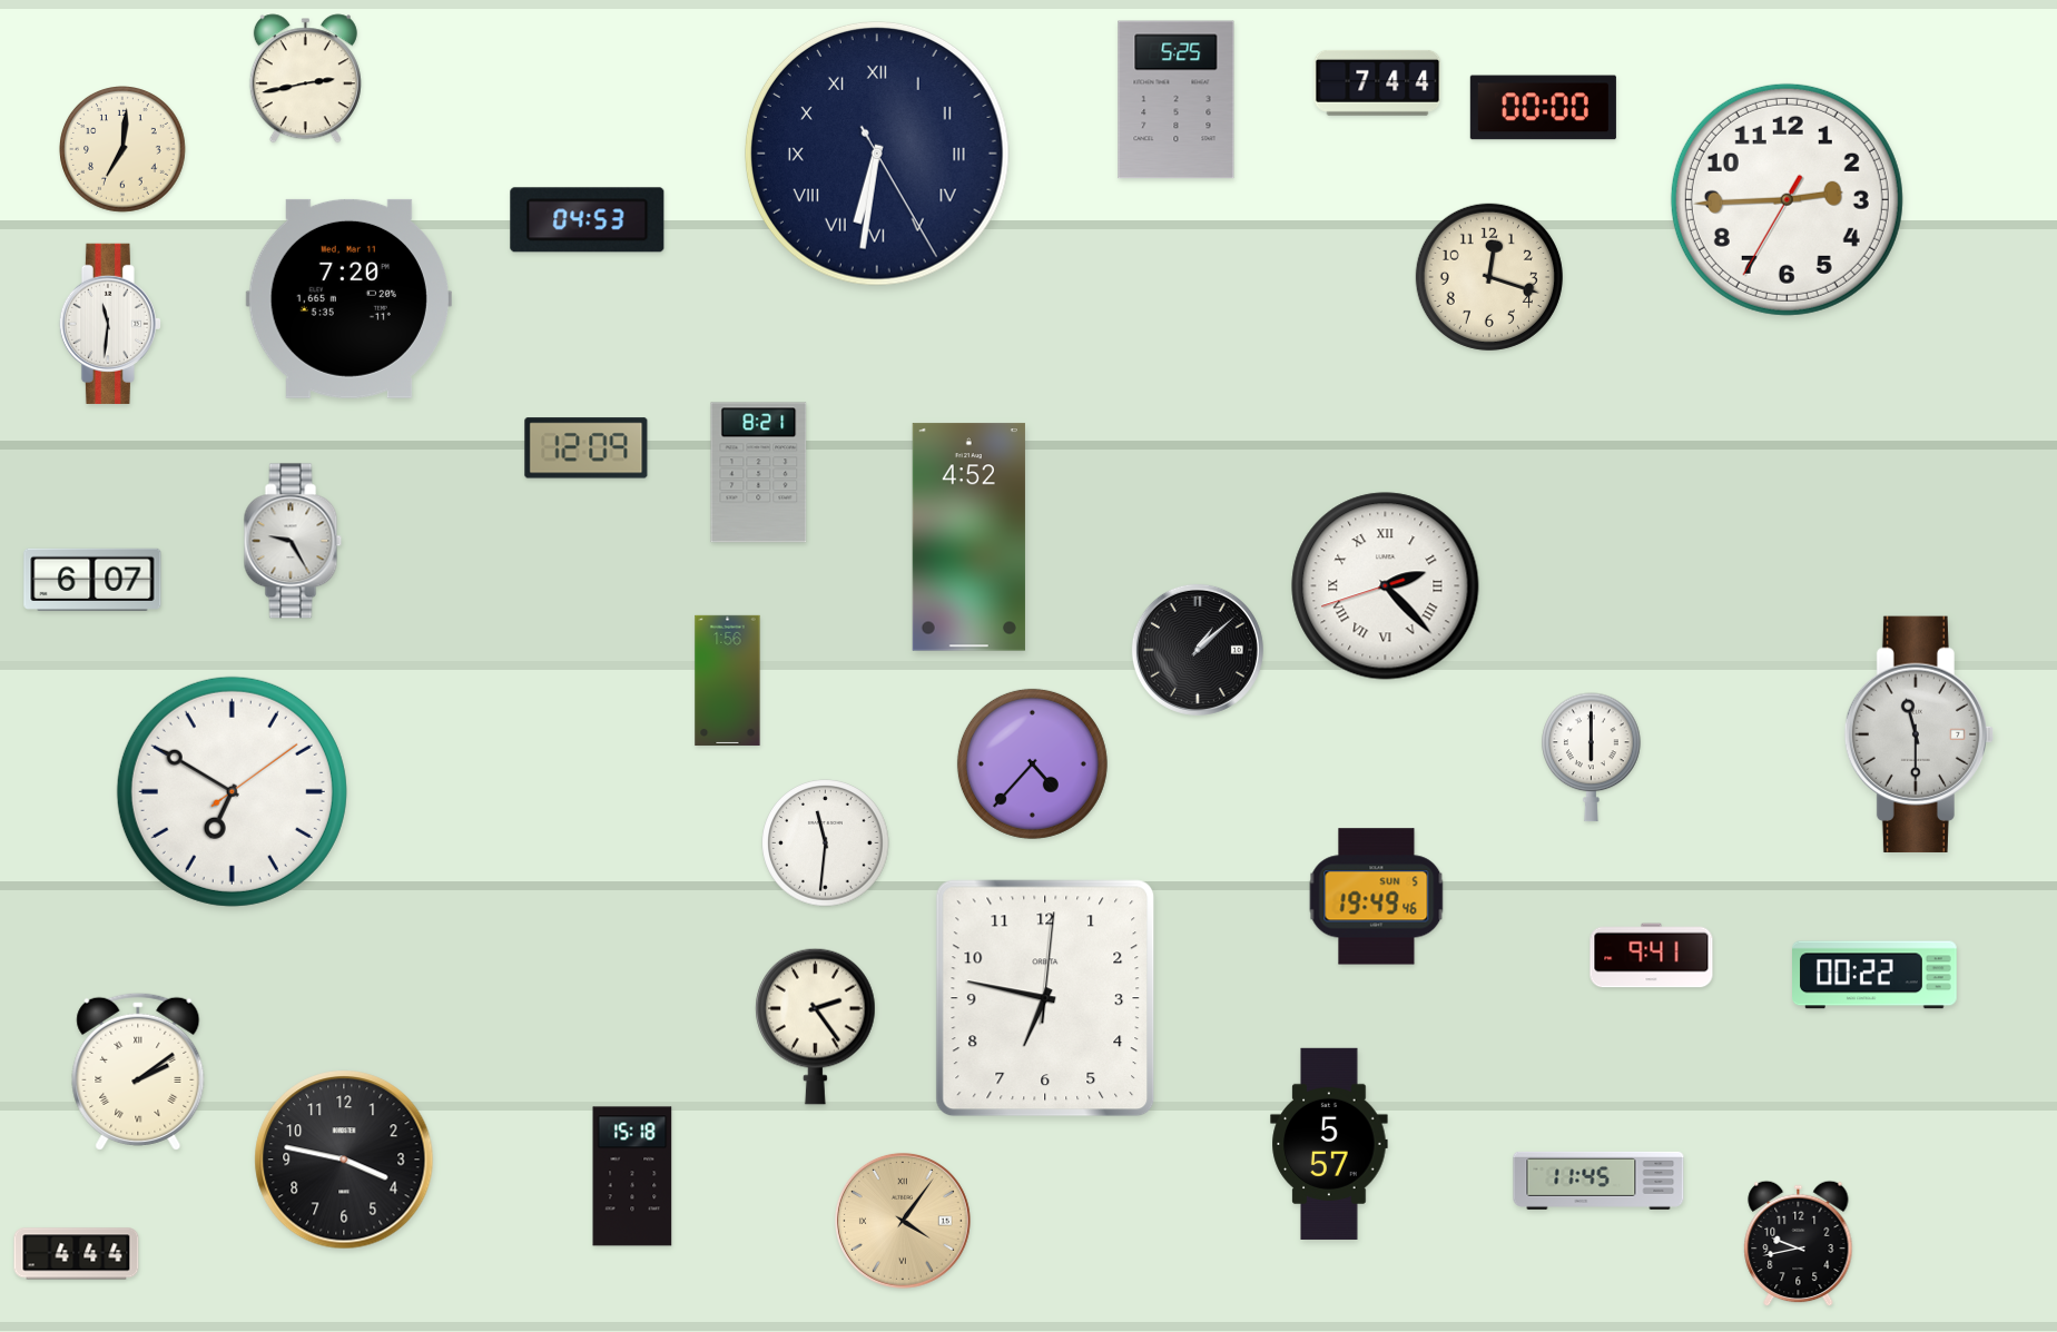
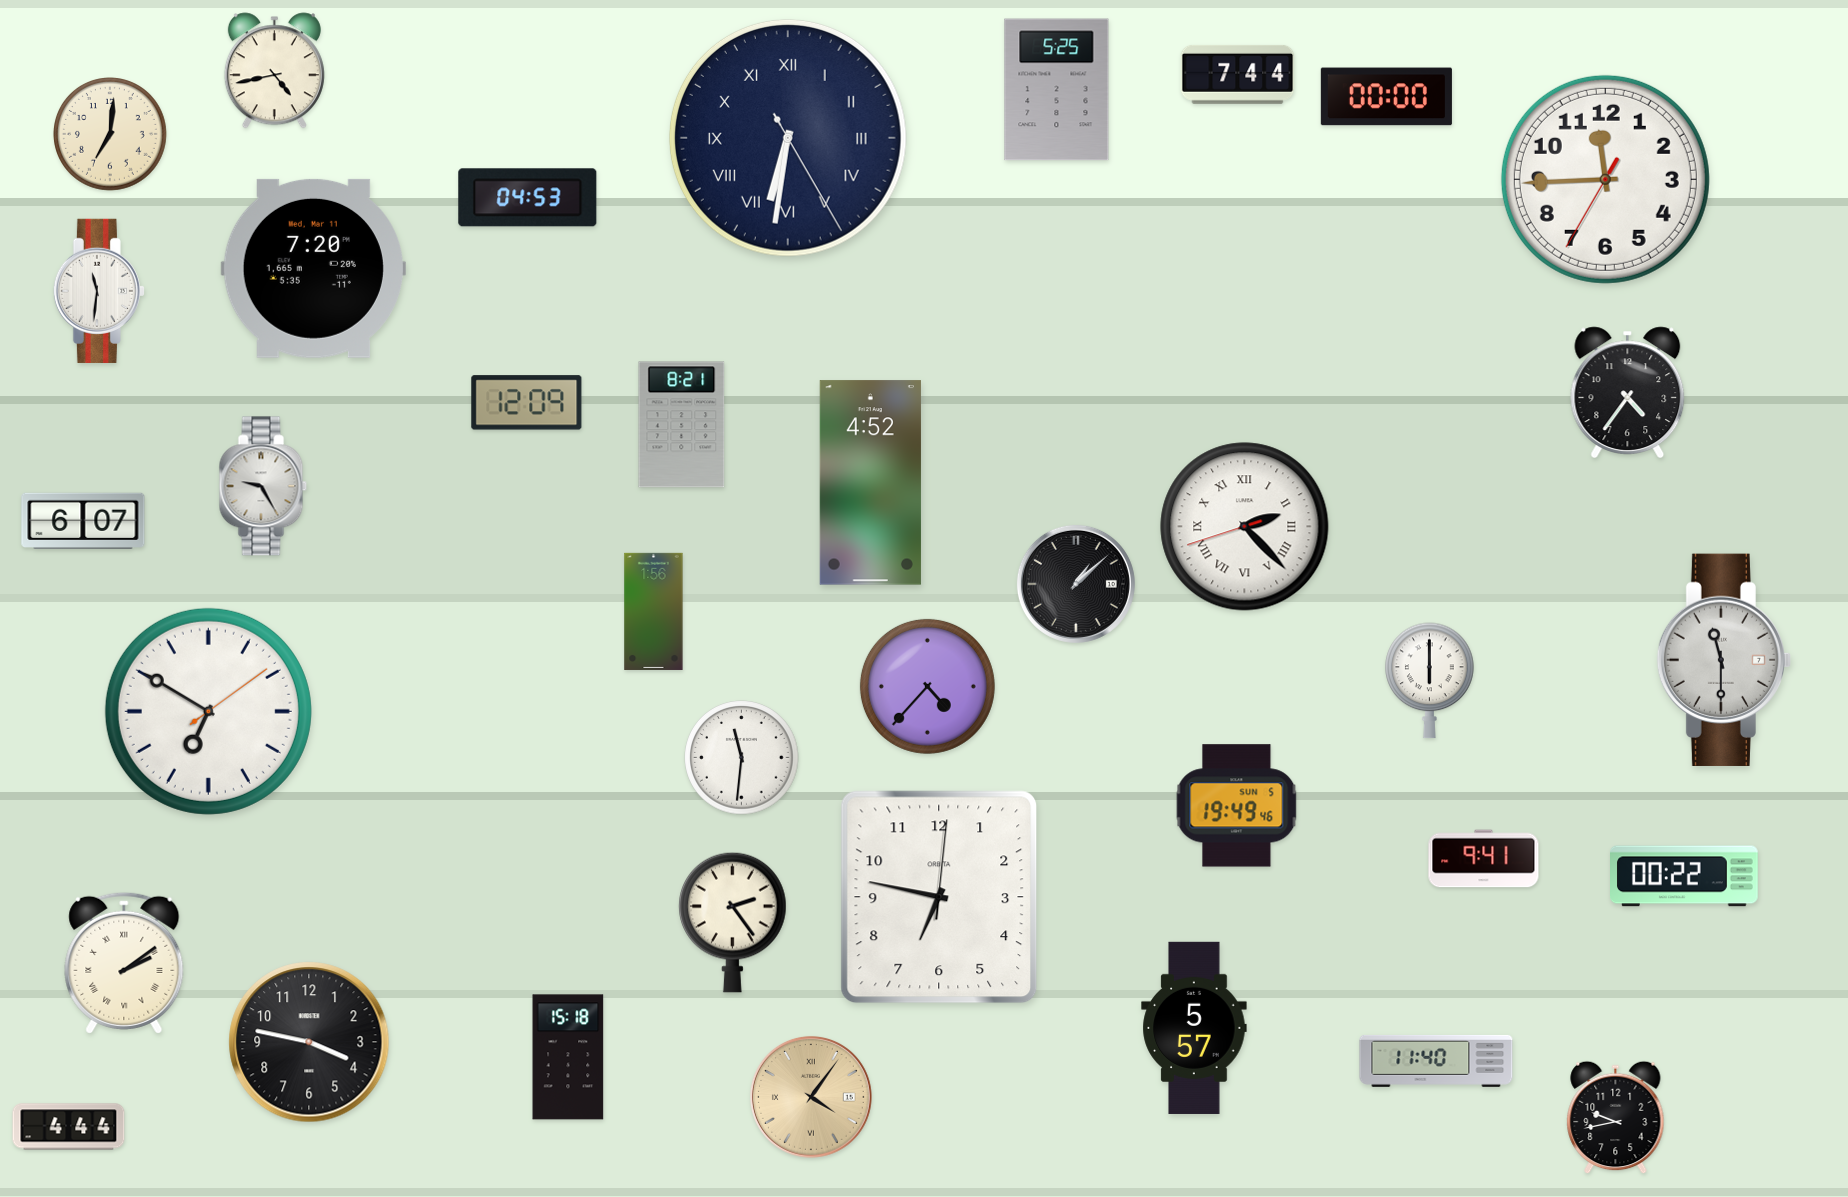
clock at (305, 79): 2:43 -> 4:43
clock at (1787, 199): 2:44 -> 11:44
clock at (1489, 277): 12:18 -> none
clock at (1628, 392): none -> 4:36
clock at (1598, 1181): 11:45 -> 11:40
